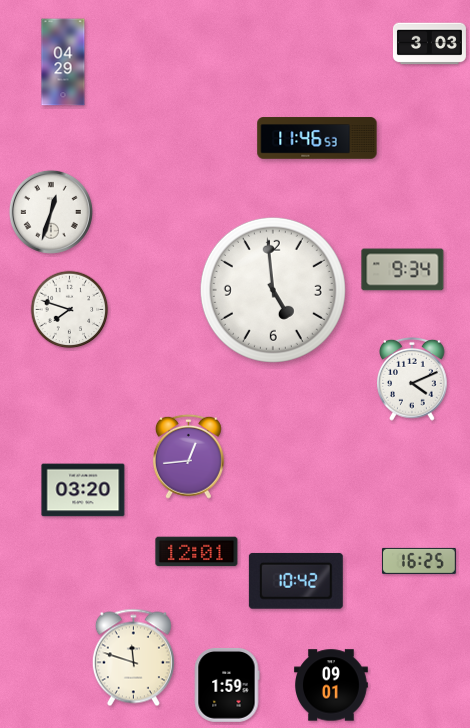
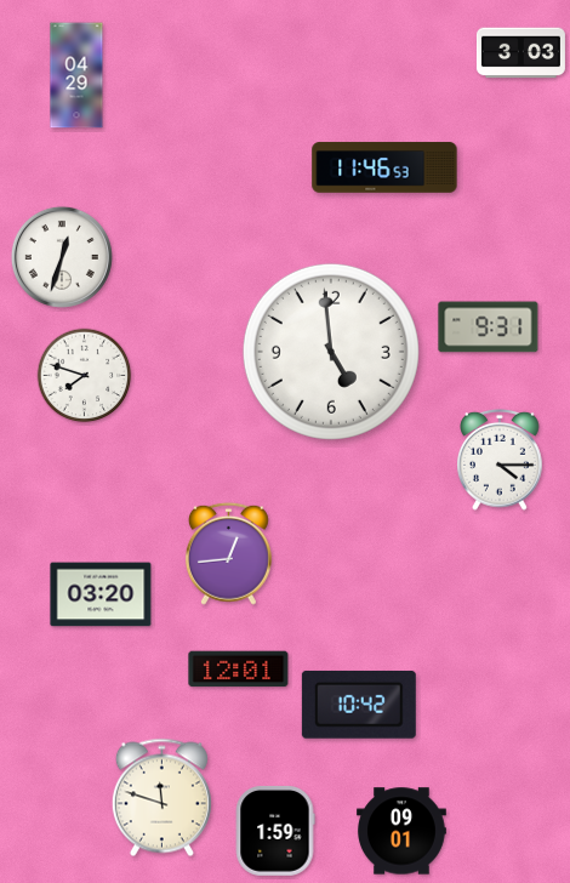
clock at (403, 270): 9:34 -> 9:31
clock at (413, 379): 4:11 -> 4:15
clock at (419, 561): 16:25 -> none
